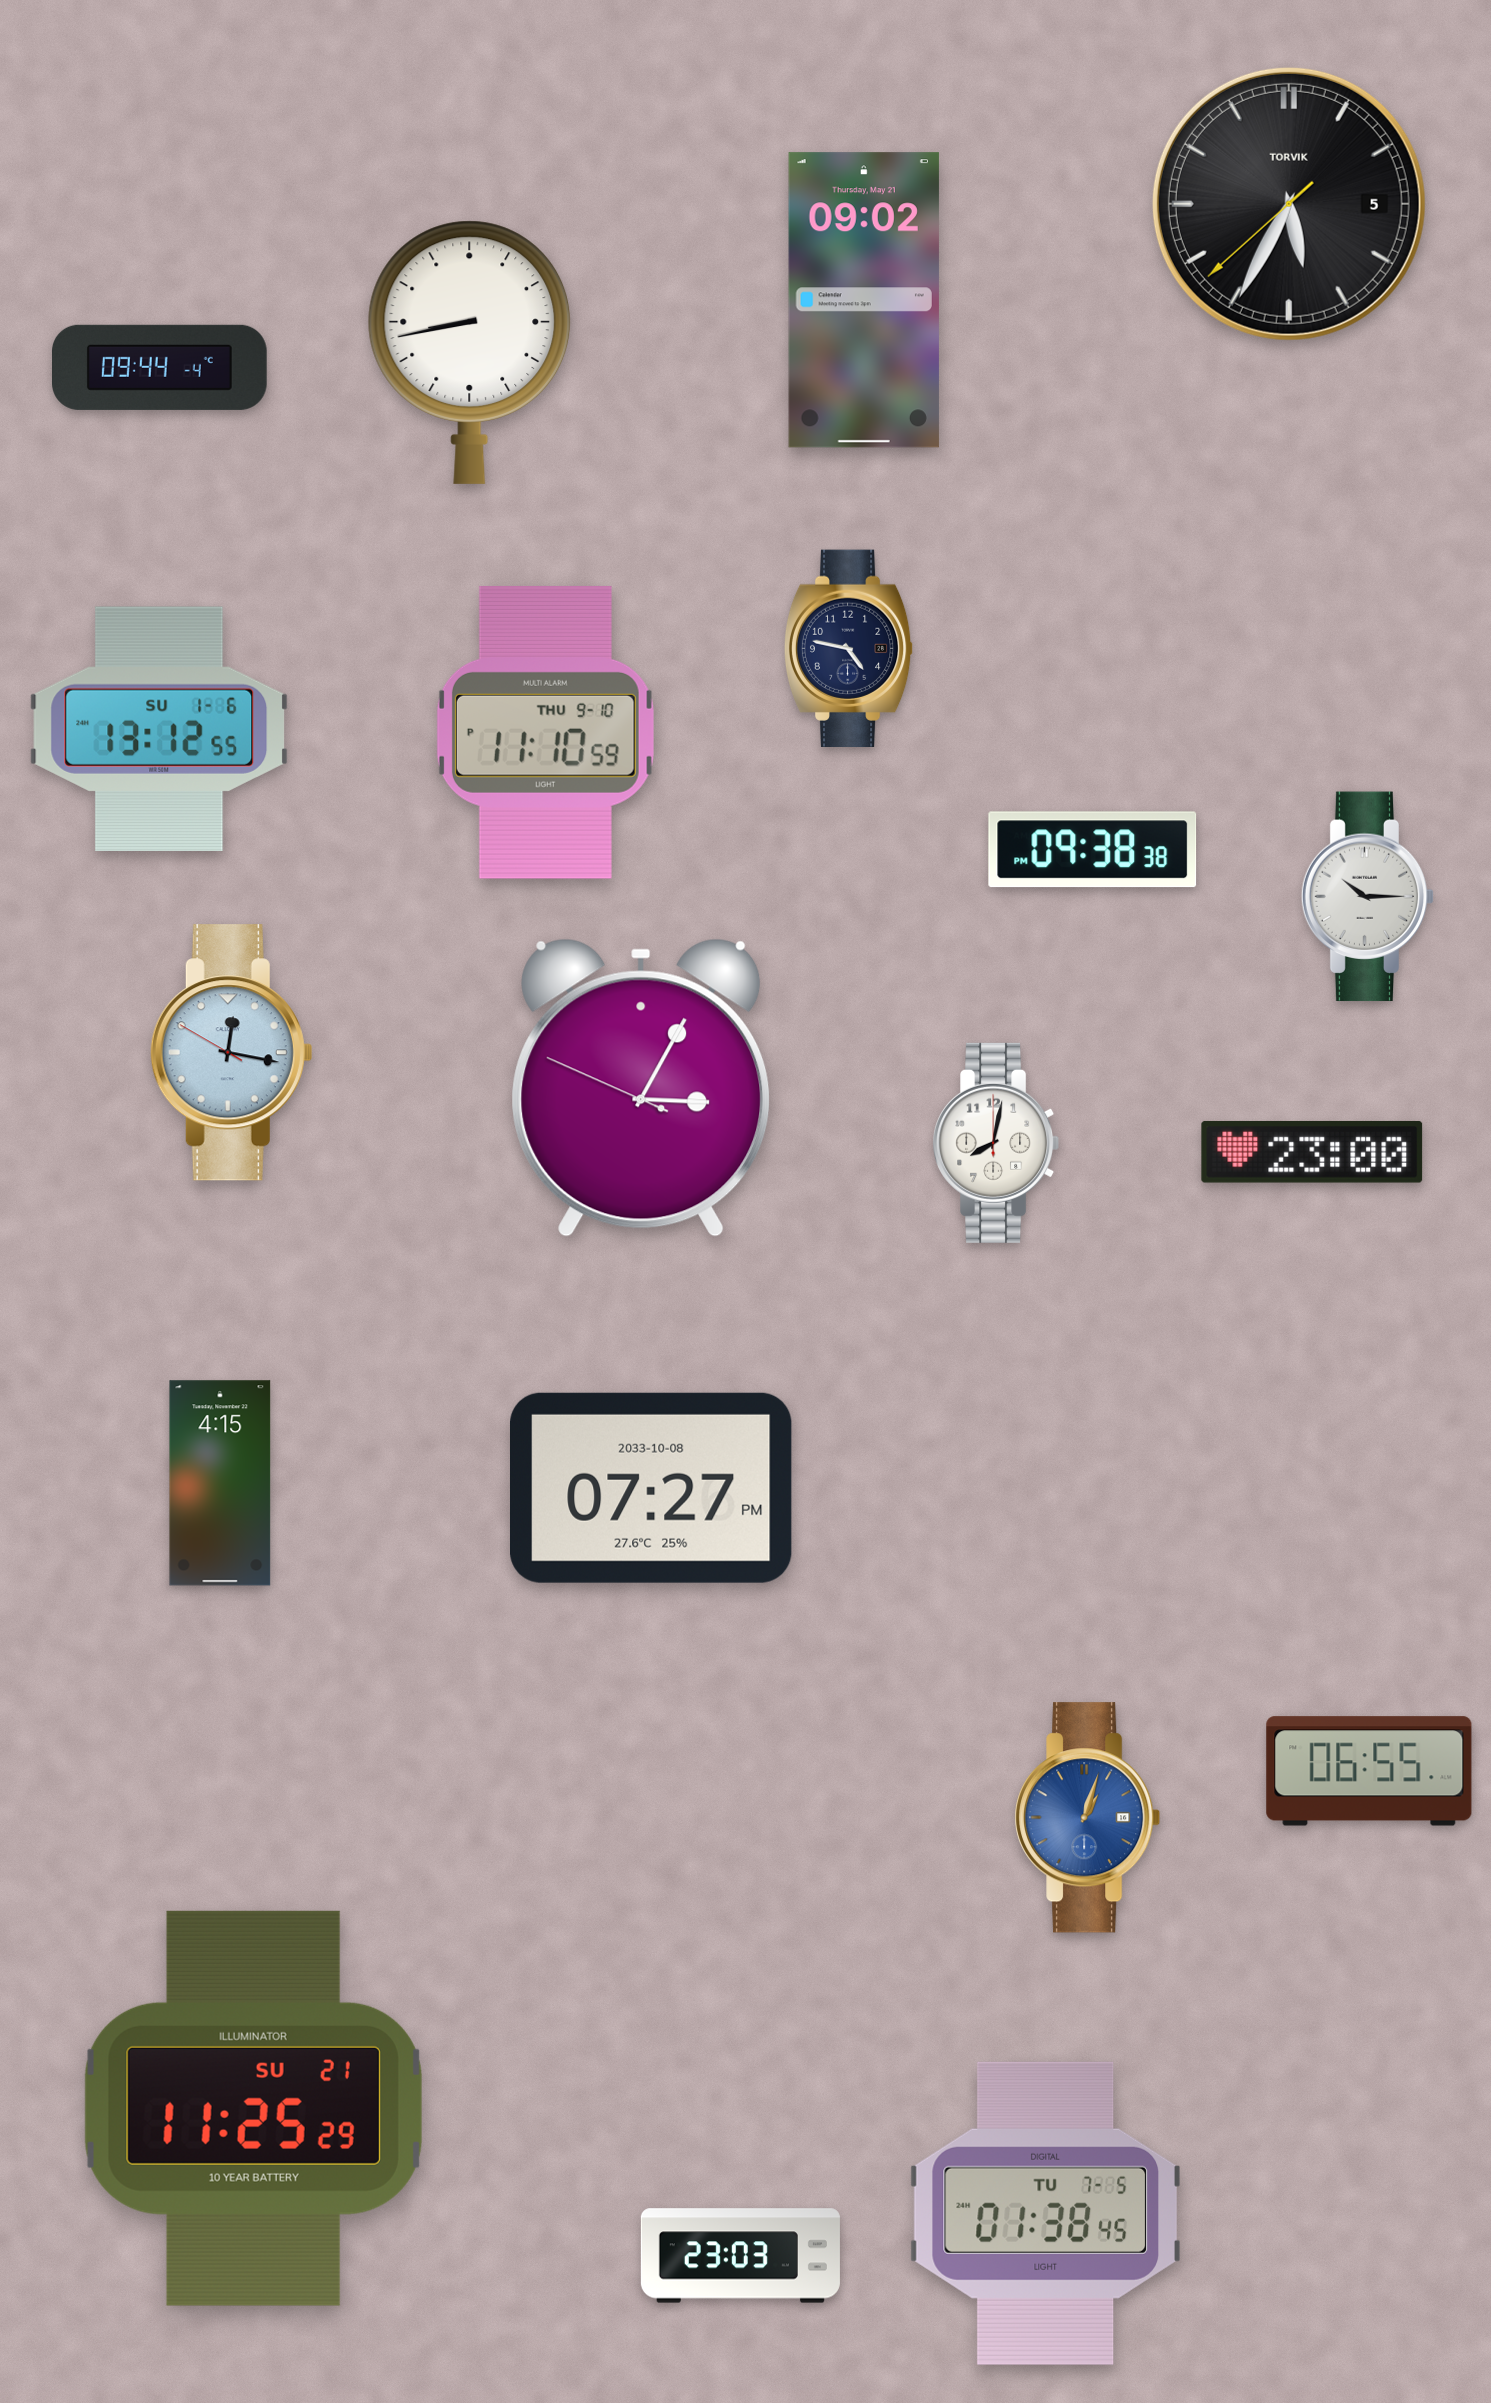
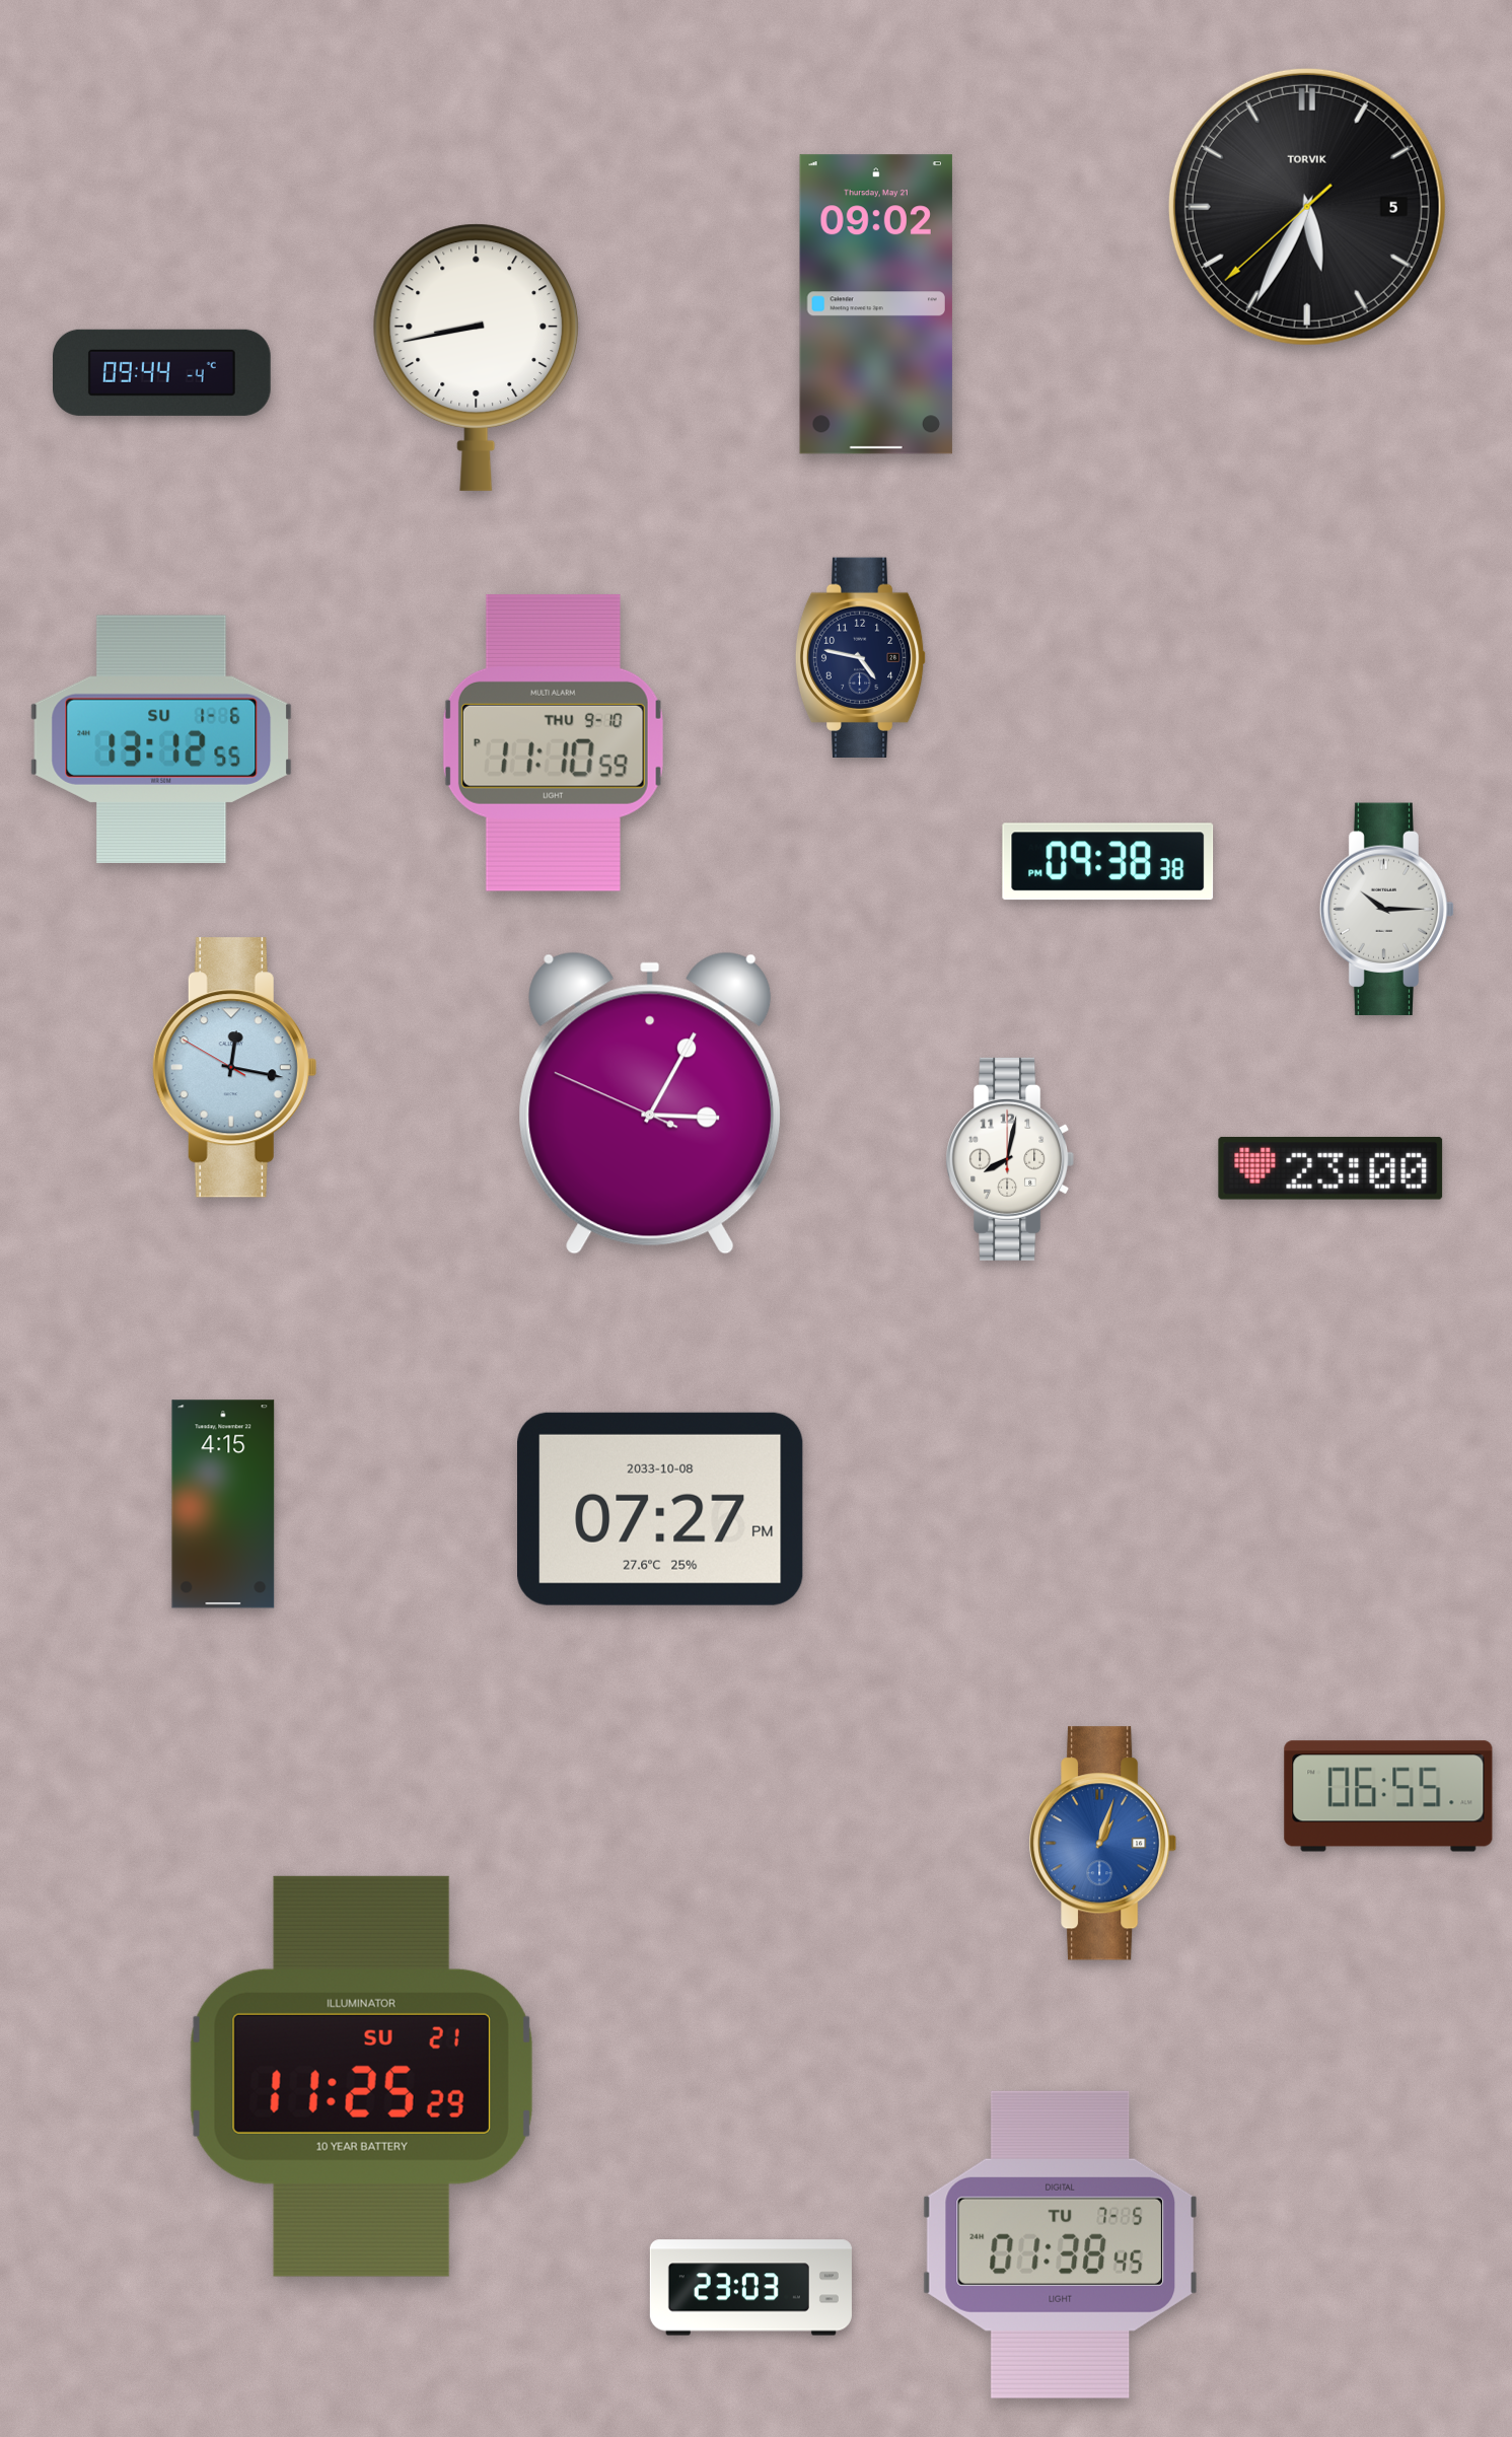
clock at (253, 2108) position: (253, 2108) -> (361, 2076)
